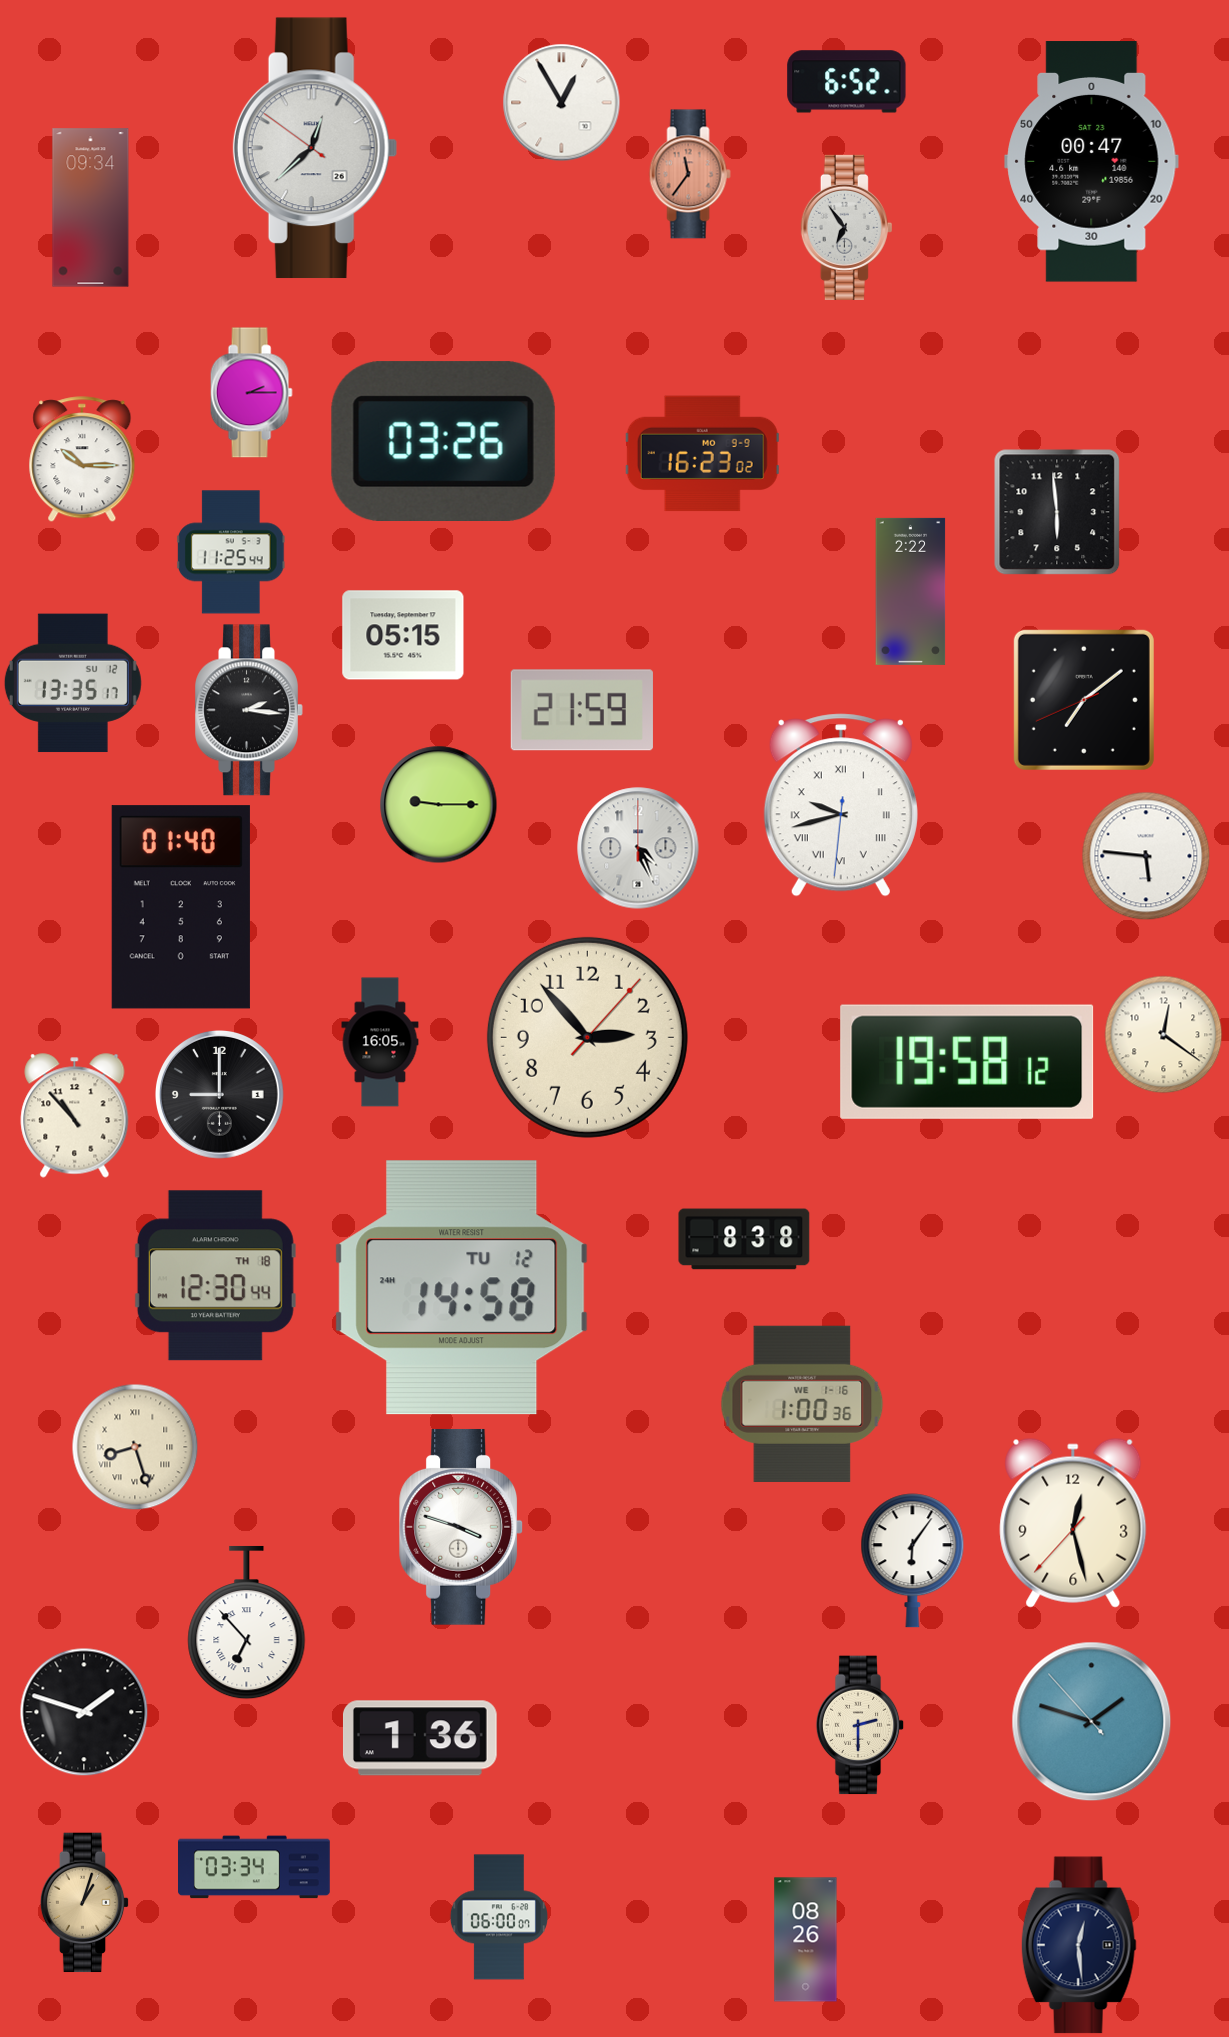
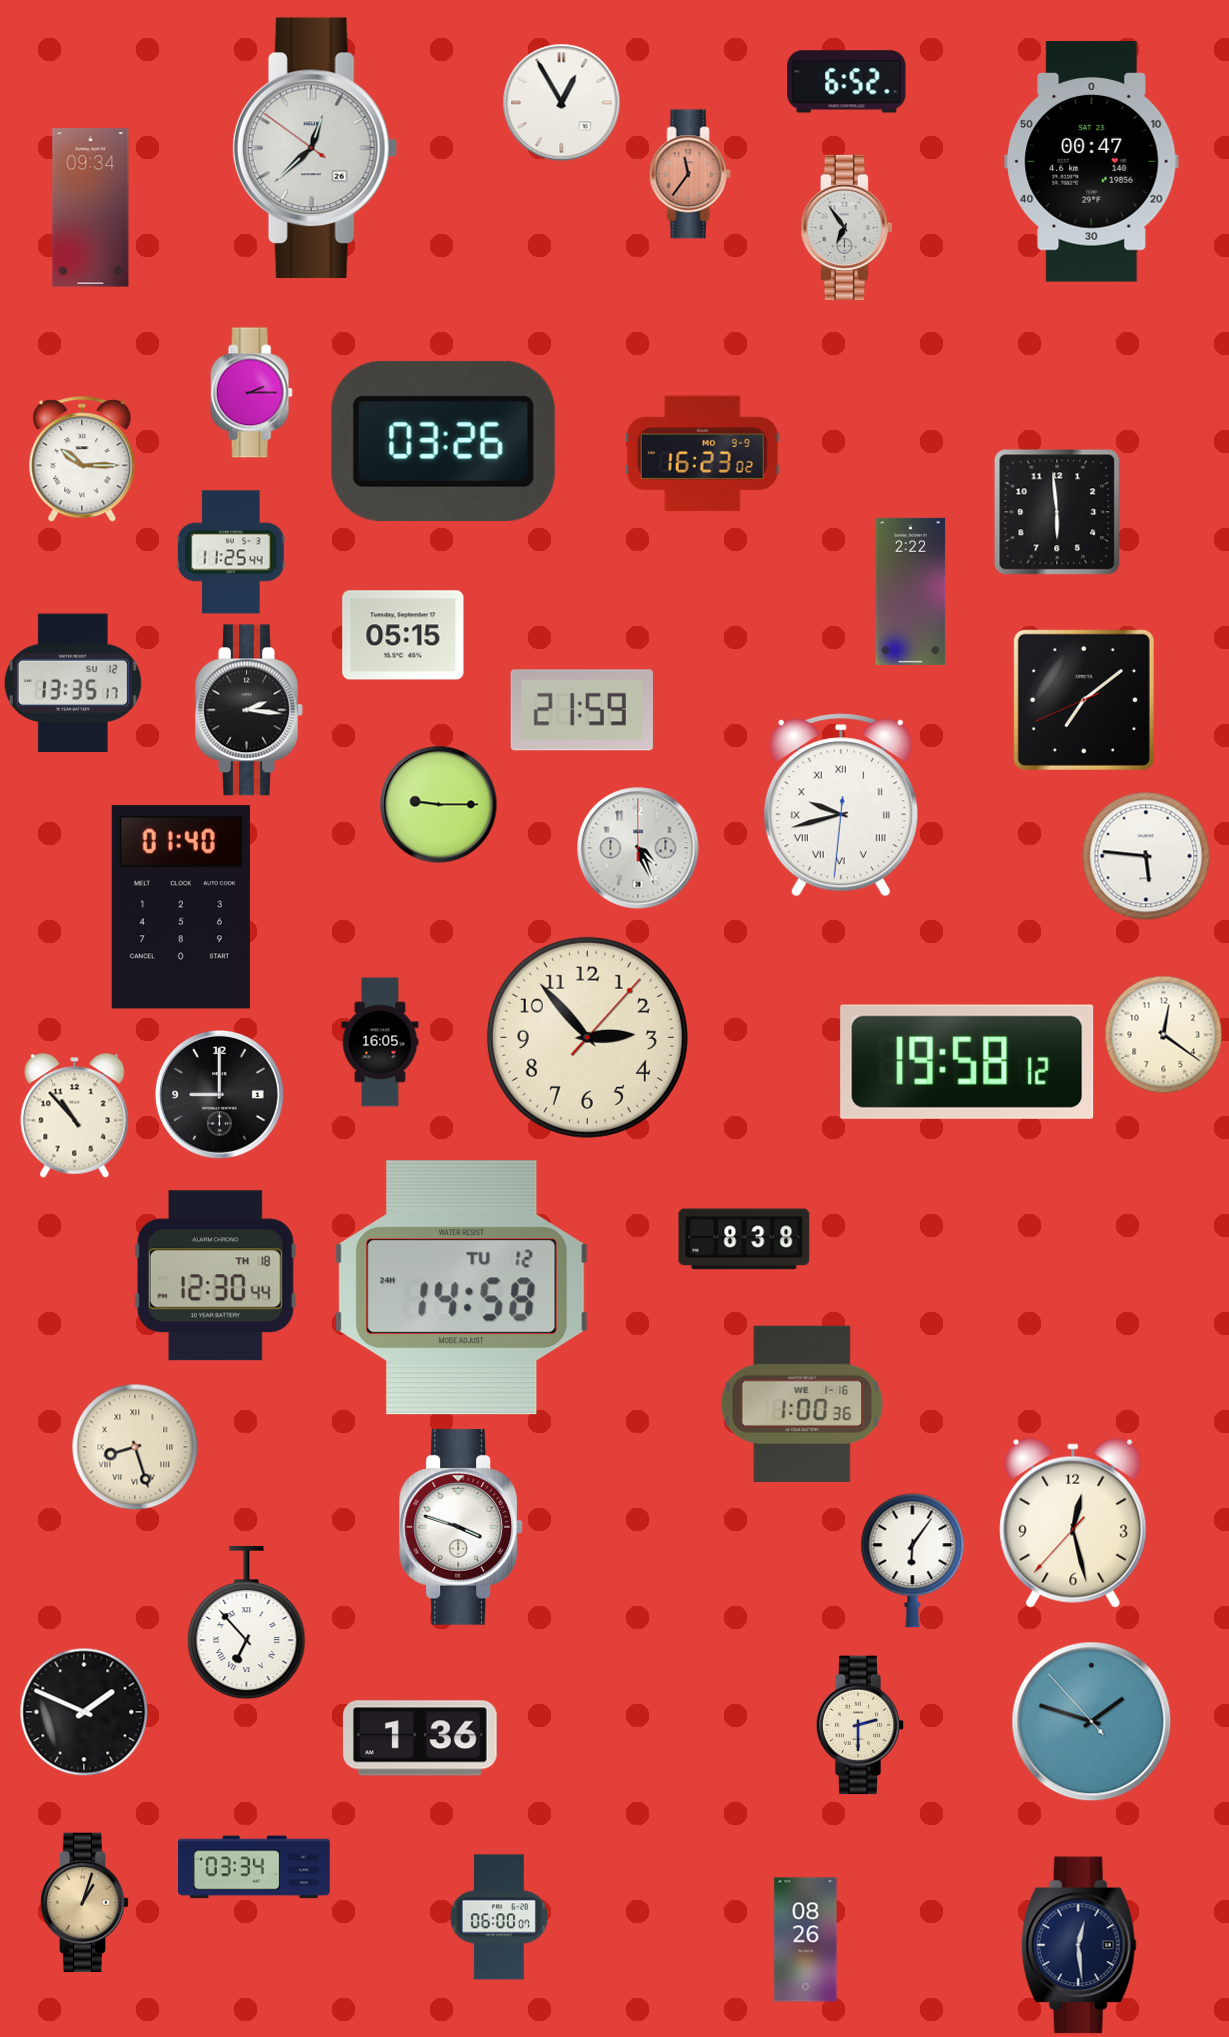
clock at (84, 1712): 1:48 -> 1:49
